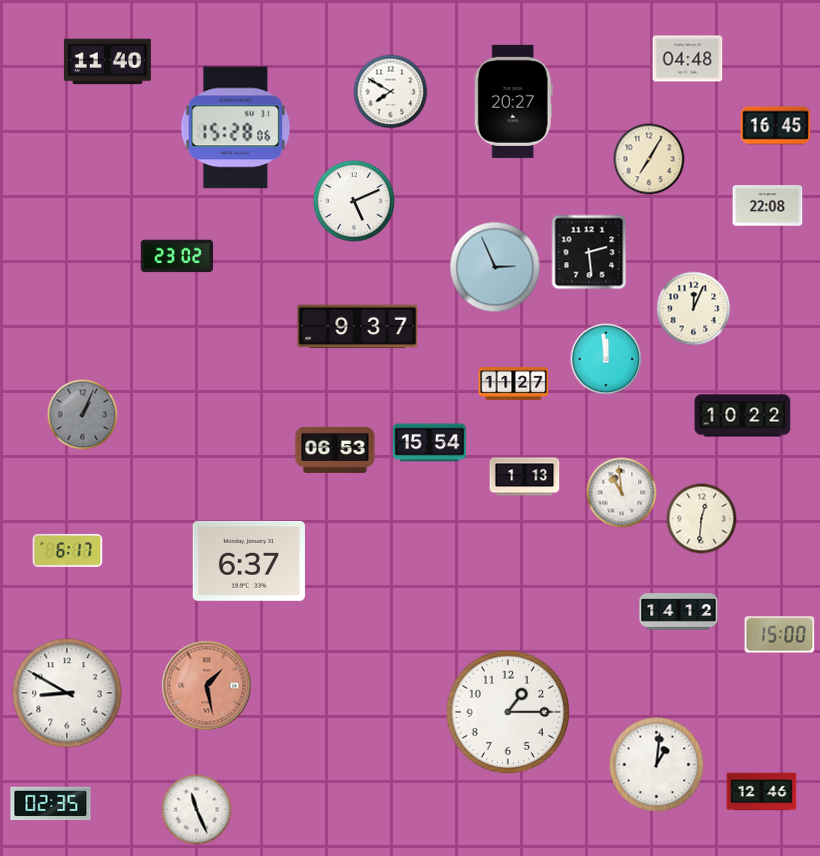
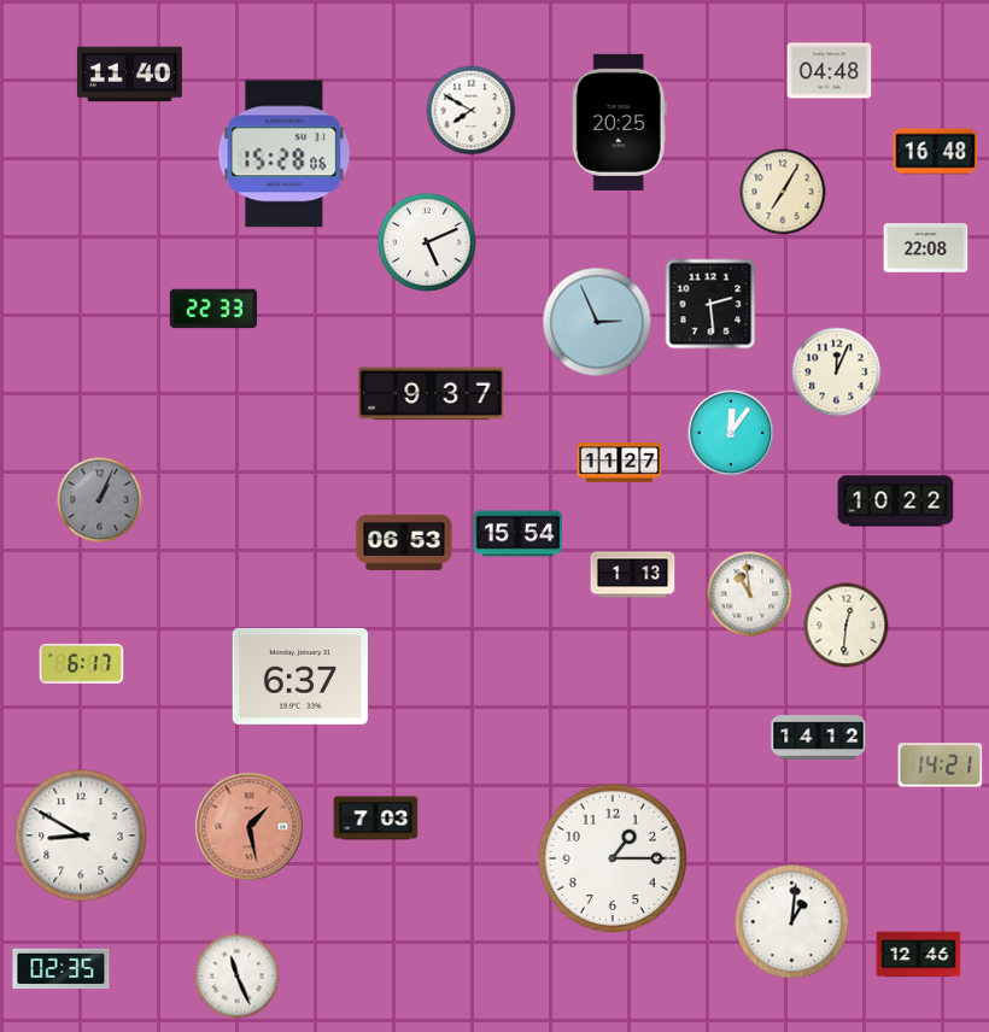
clock at (513, 101): 20:27 -> 20:25
clock at (776, 126): 16:45 -> 16:48
clock at (176, 256): 23:02 -> 22:33
clock at (606, 359): 11:59 -> 12:06
clock at (780, 635): 15:00 -> 14:21
clock at (376, 819): none -> 7:03
